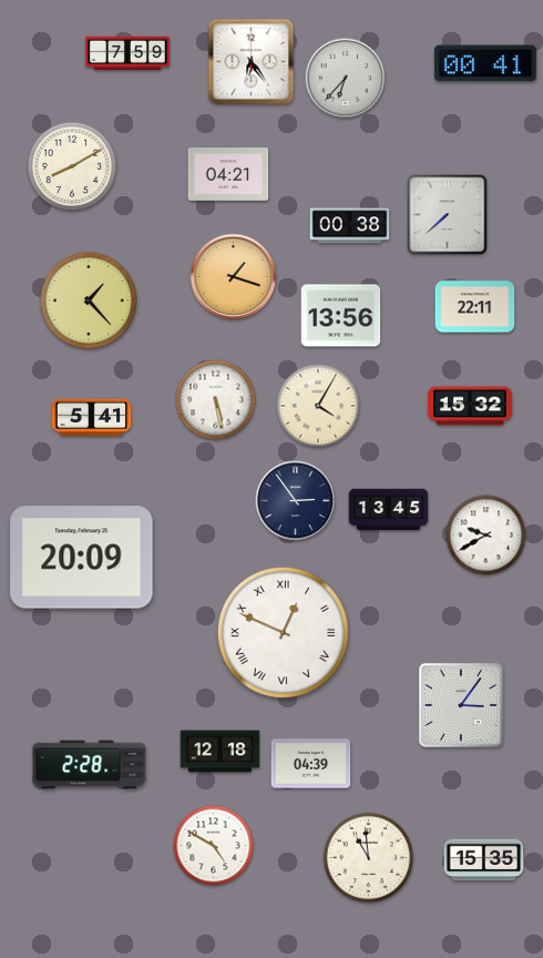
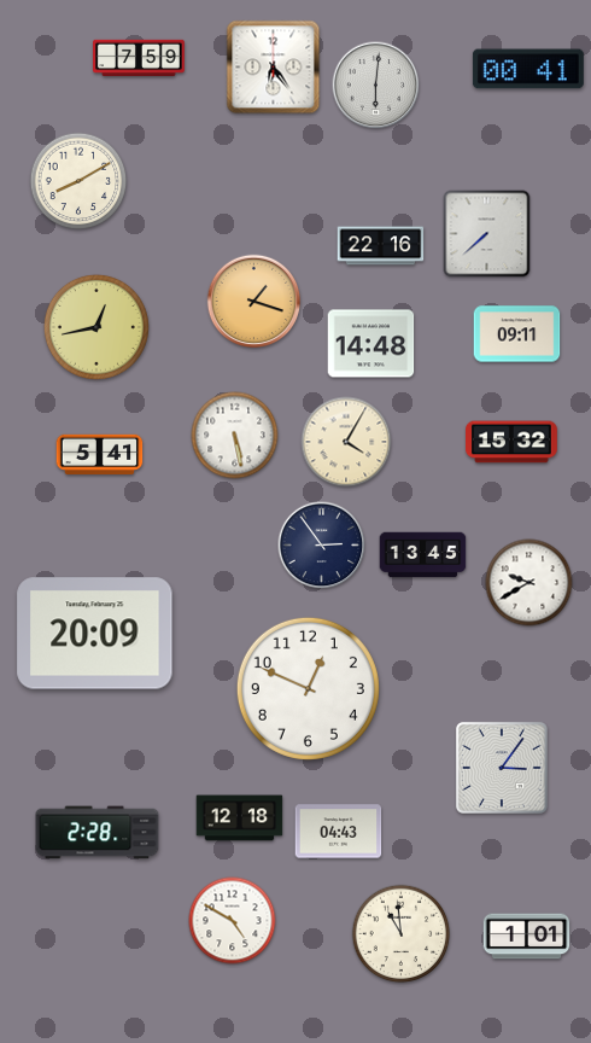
clock at (346, 79): 6:37 -> 6:01
clock at (228, 174): 04:21 -> none
clock at (350, 226): 00:38 -> 22:16
clock at (89, 300): 1:23 -> 12:43
clock at (475, 307): 22:11 -> 09:11
clock at (341, 316): 13:56 -> 14:48
clock at (82, 558) position: (82, 558) -> (95, 634)
clock at (283, 632) numerals: Roman -> Arabic
clock at (311, 764): 04:39 -> 04:43
clock at (484, 860): 15:35 -> 1:01
